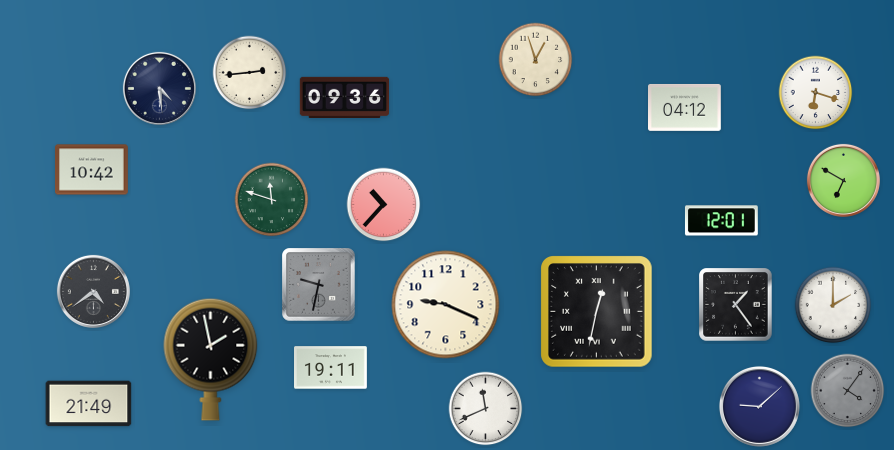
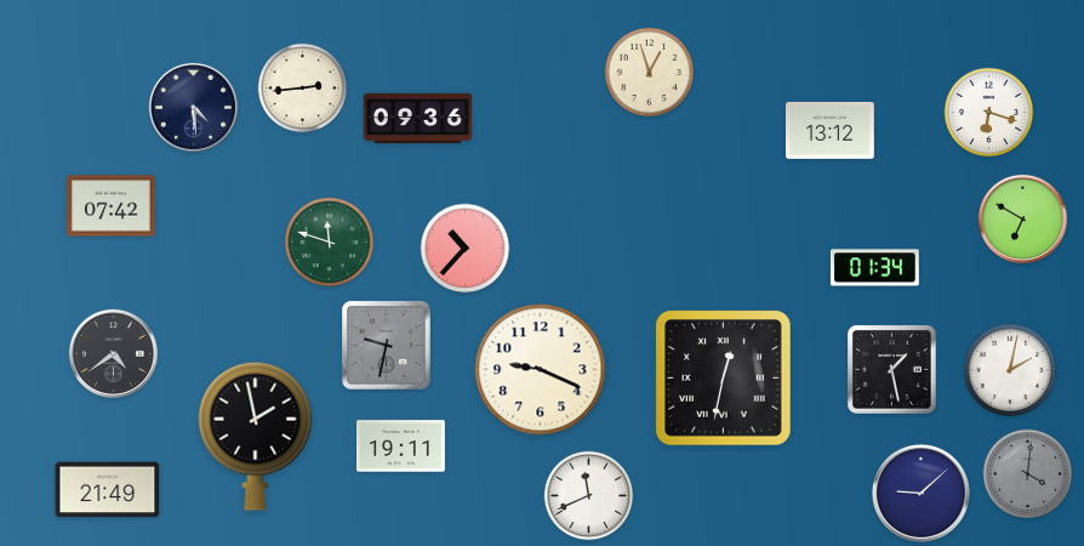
clock at (685, 107): 04:12 -> 13:12
clock at (92, 170): 10:42 -> 07:42
clock at (721, 221): 12:01 -> 01:34
clock at (736, 305): 1:24 -> 1:28
clock at (833, 305): 2:00 -> 2:02
clock at (848, 391): 4:06 -> 4:01
